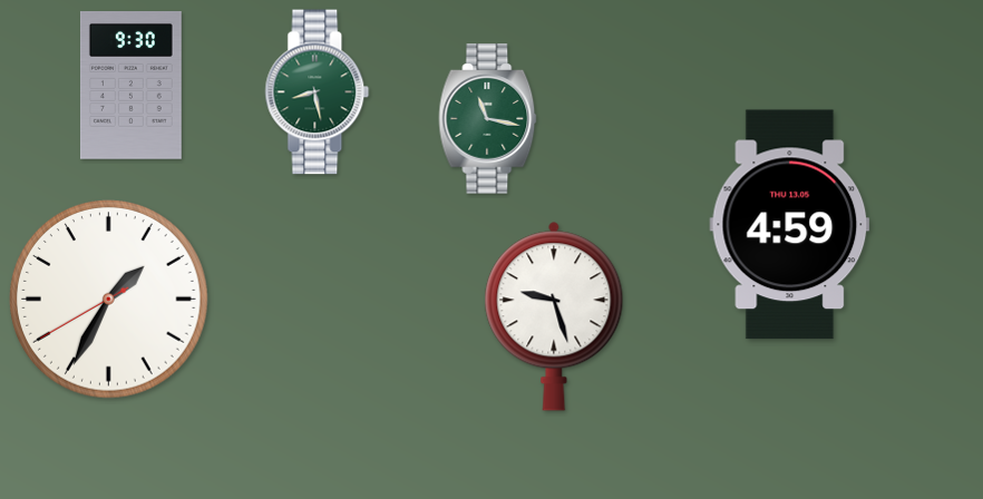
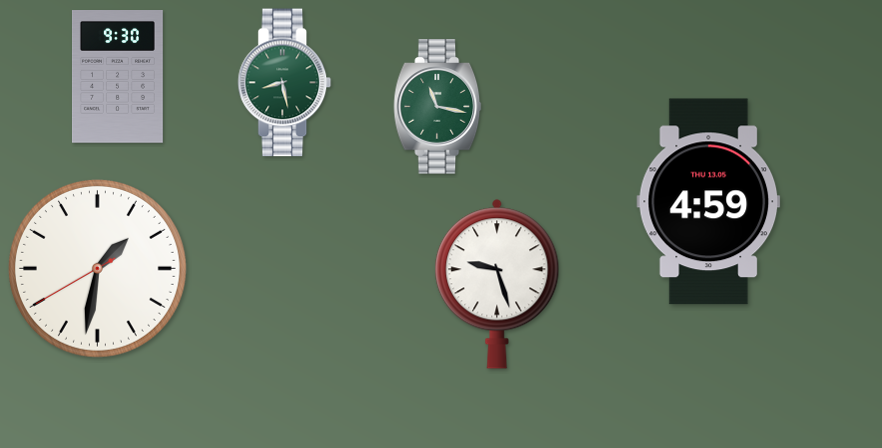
clock at (109, 300): 1:34 -> 1:31
